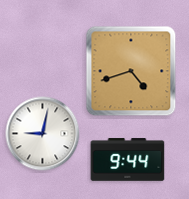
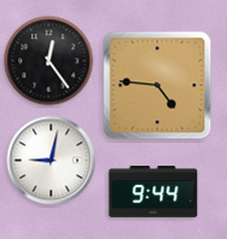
clock at (49, 61): none -> 12:24
clock at (131, 71): 4:42 -> 4:46
